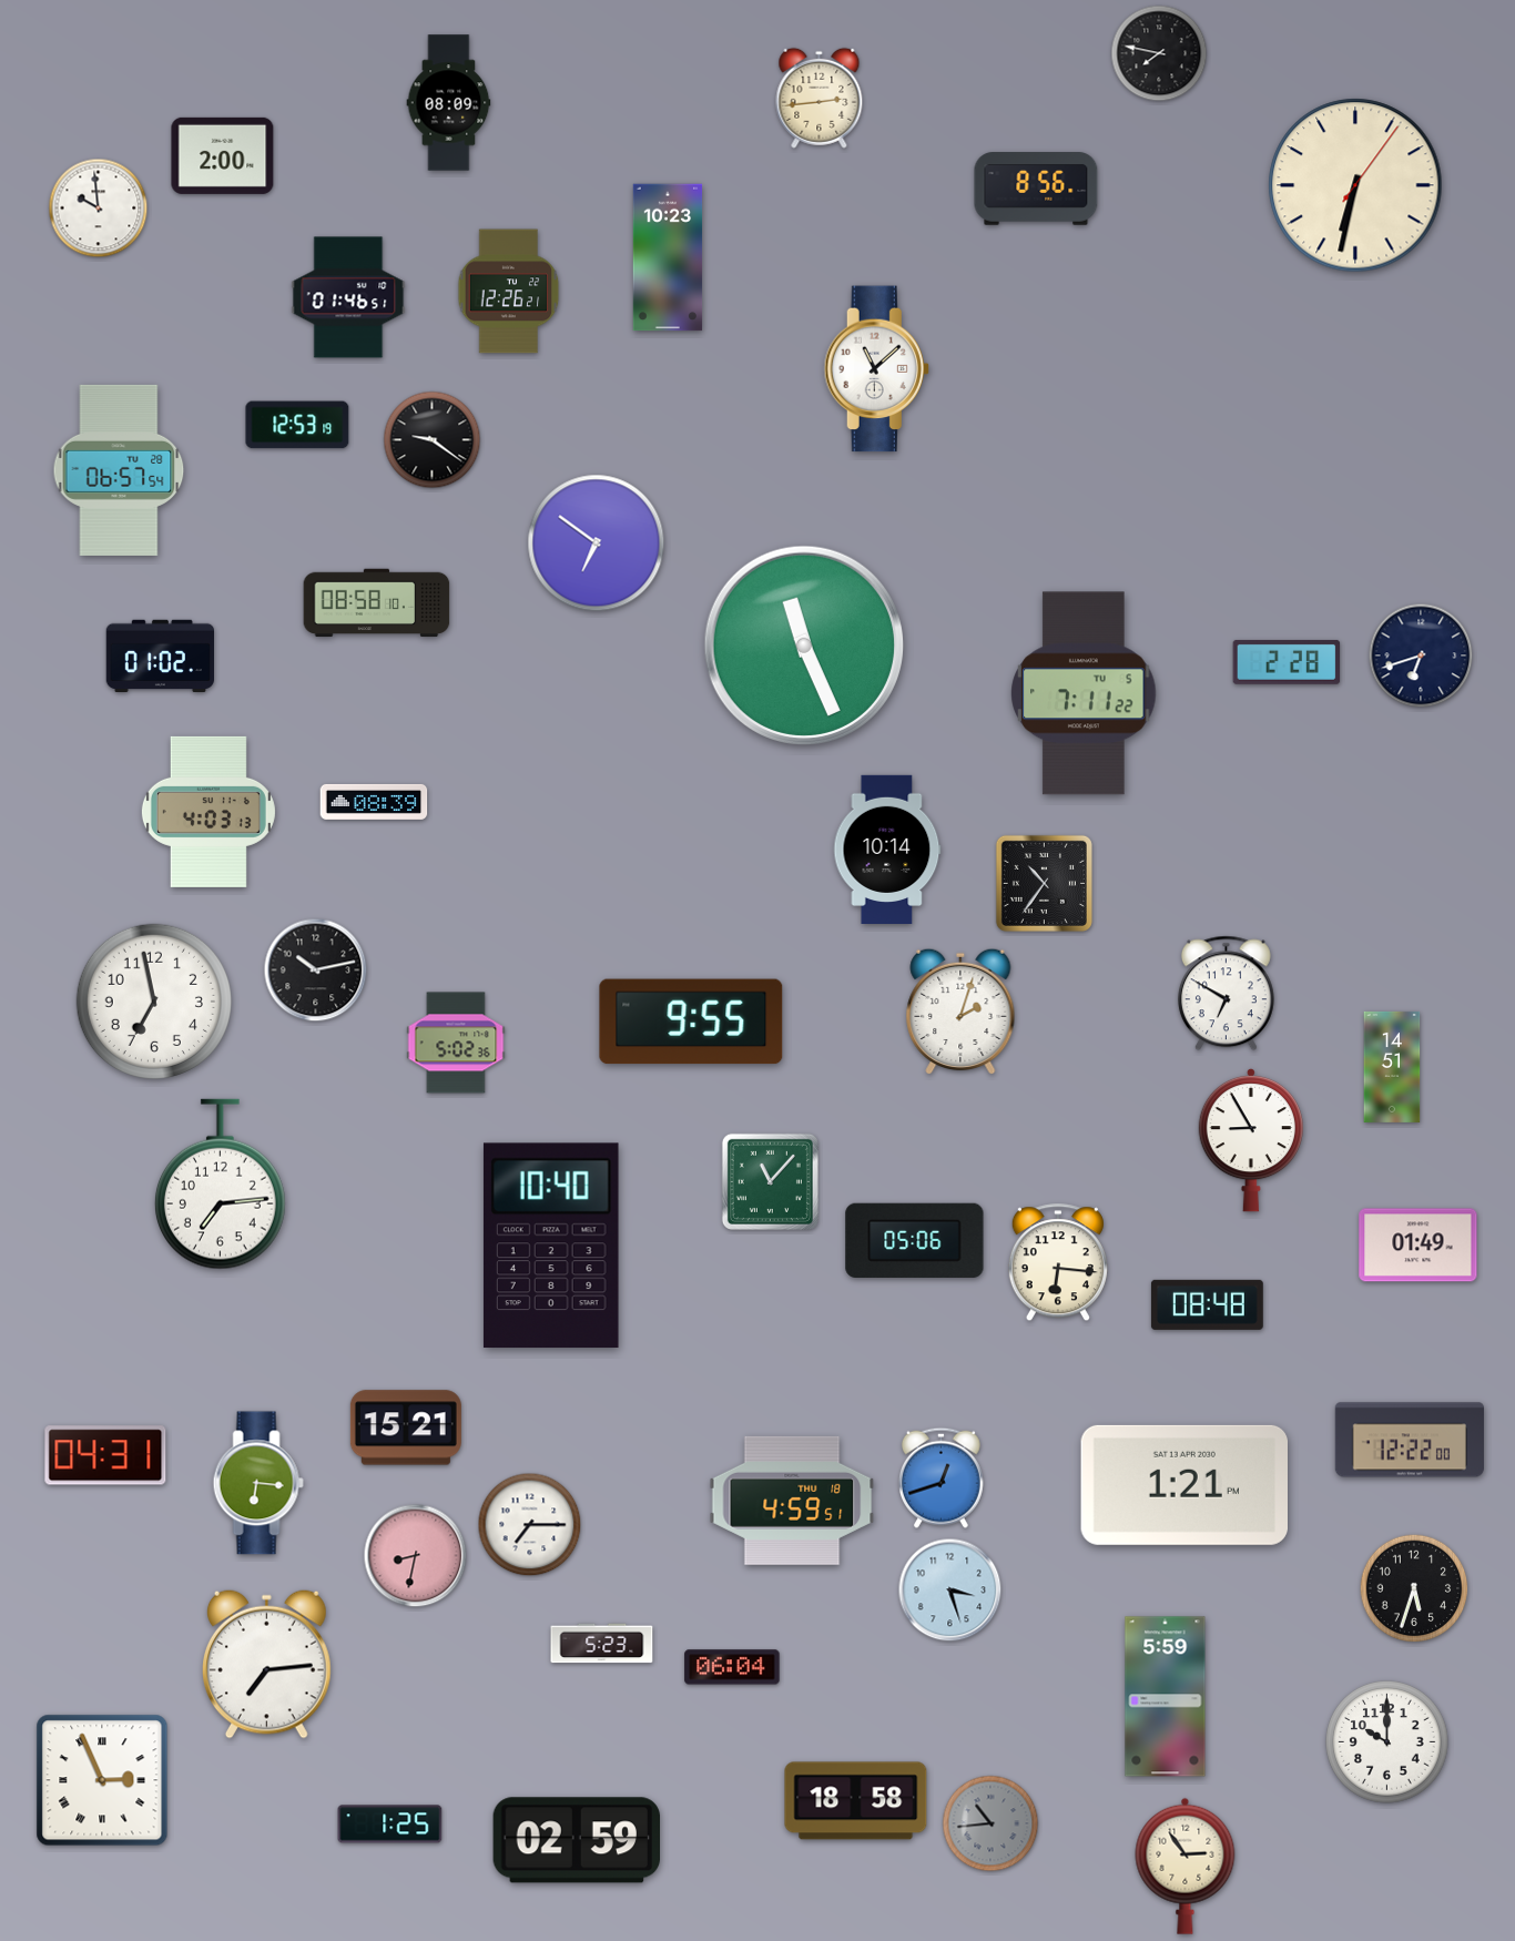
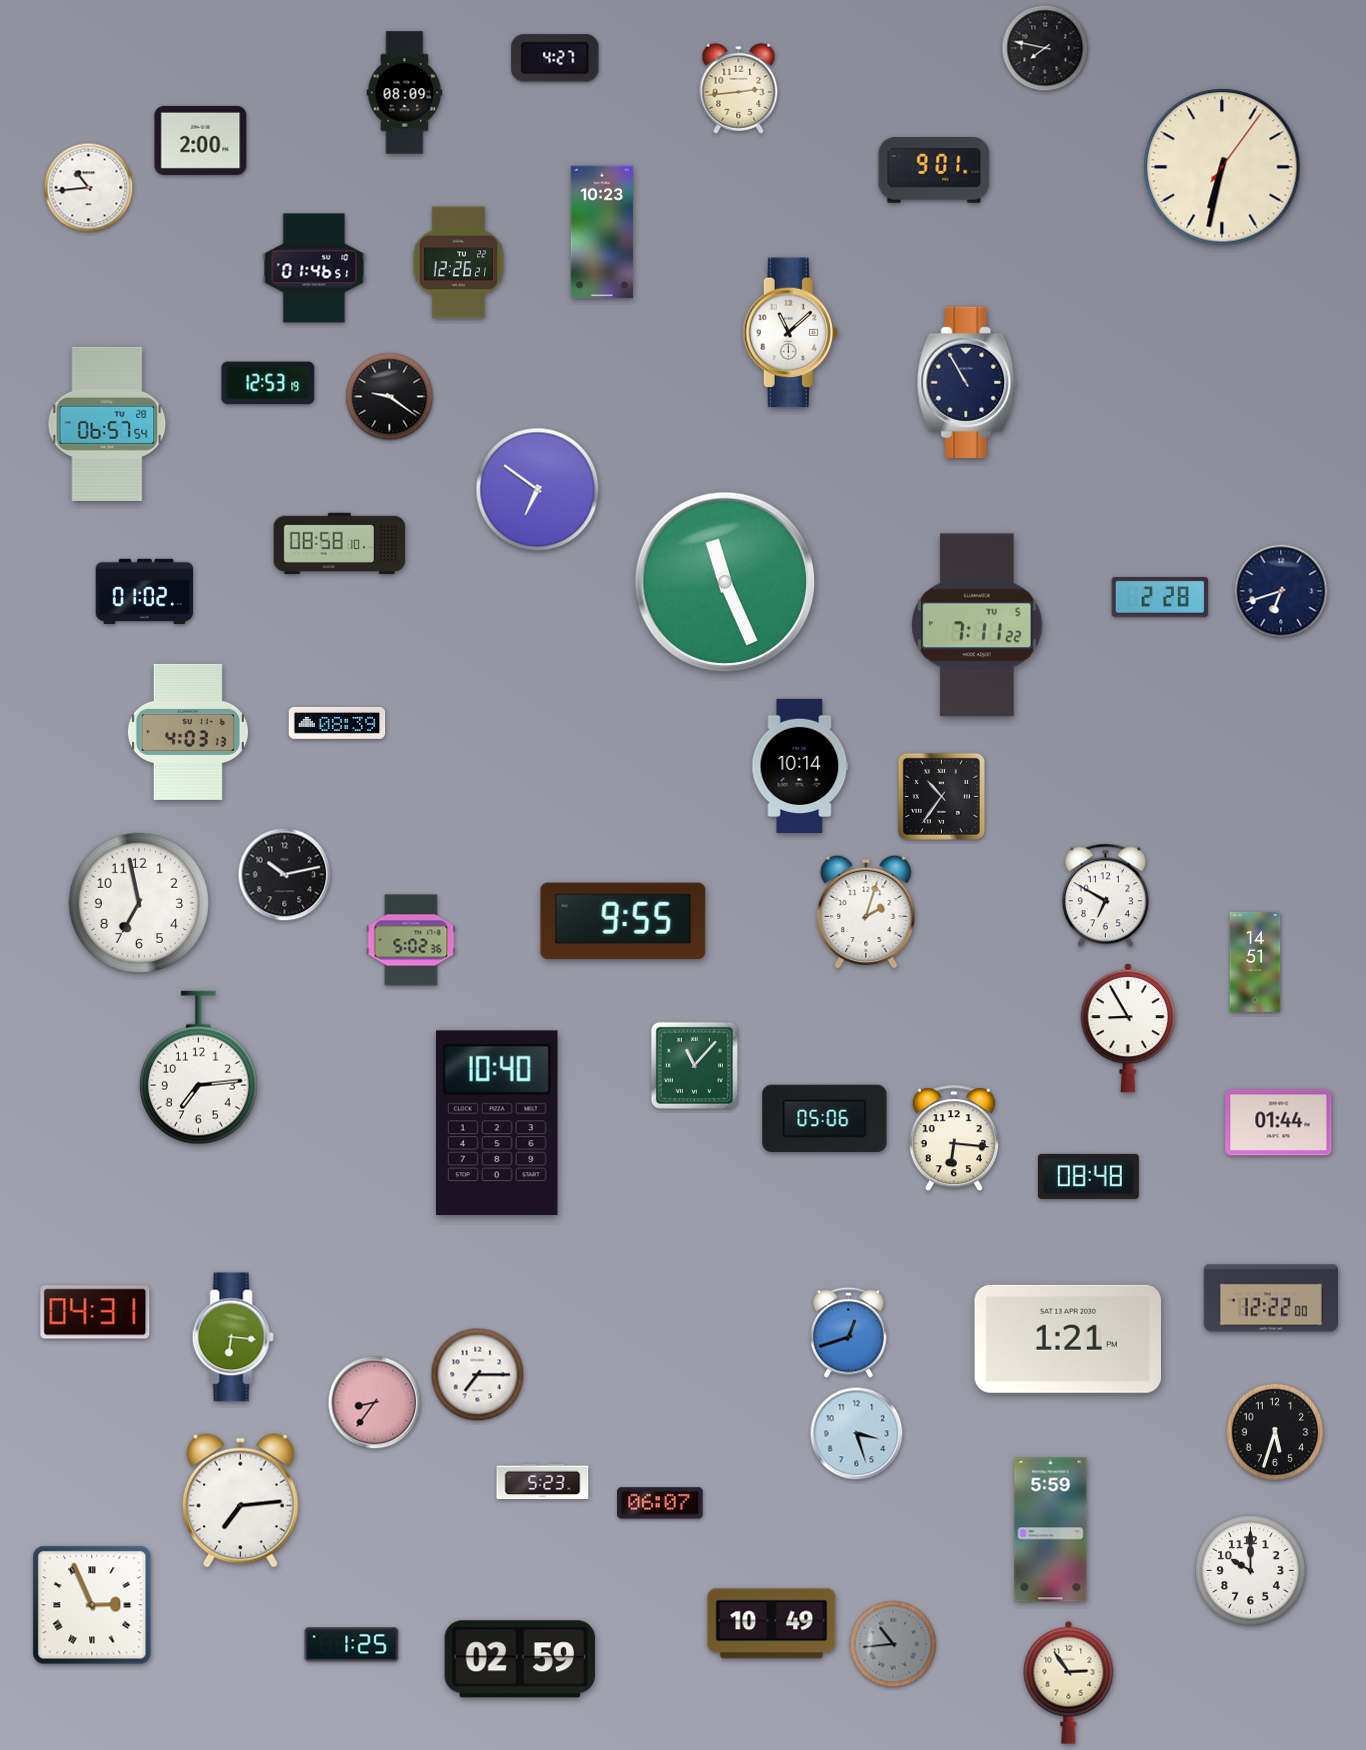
clock at (555, 58): none -> 4:27
clock at (1036, 189): 8:56 -> 9:01
clock at (99, 209): 9:59 -> 10:44
clock at (967, 382): none -> 10:55
clock at (1419, 1246): 01:49 -> 01:44
clock at (406, 1427): 15:21 -> none
clock at (792, 1501): 4:59 -> none
clock at (416, 1556): 8:32 -> 8:36
clock at (732, 1667): 06:04 -> 06:07
clock at (856, 1801): 18:58 -> 10:49
